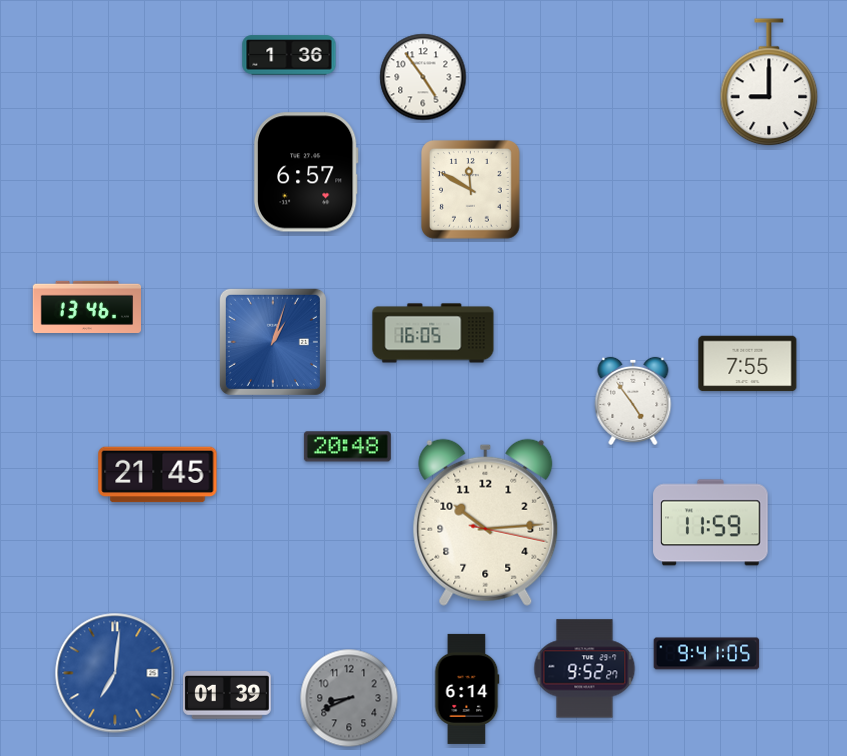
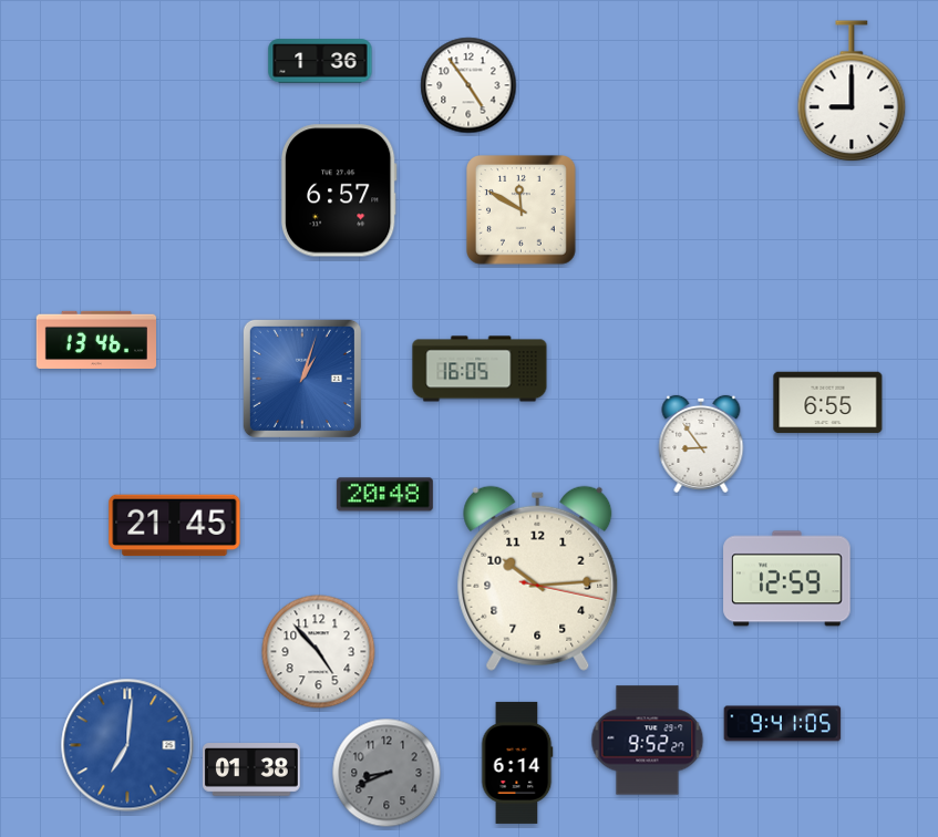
clock at (748, 364): 7:55 -> 6:55
clock at (633, 401): 4:54 -> 8:54
clock at (711, 523): 11:59 -> 12:59
clock at (319, 652): none -> 4:53
clock at (227, 695): 01:39 -> 01:38
